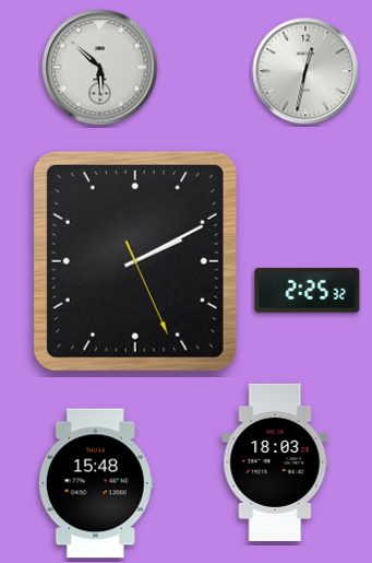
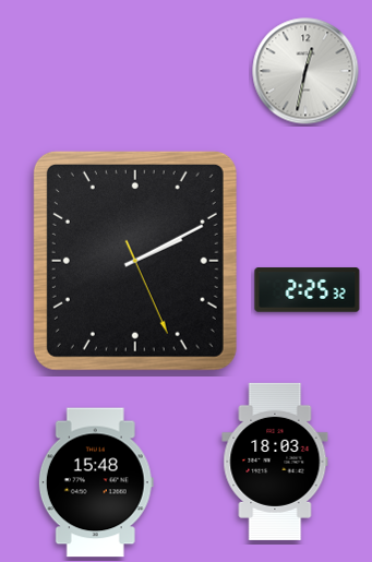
clock at (100, 68): 5:52 -> none
